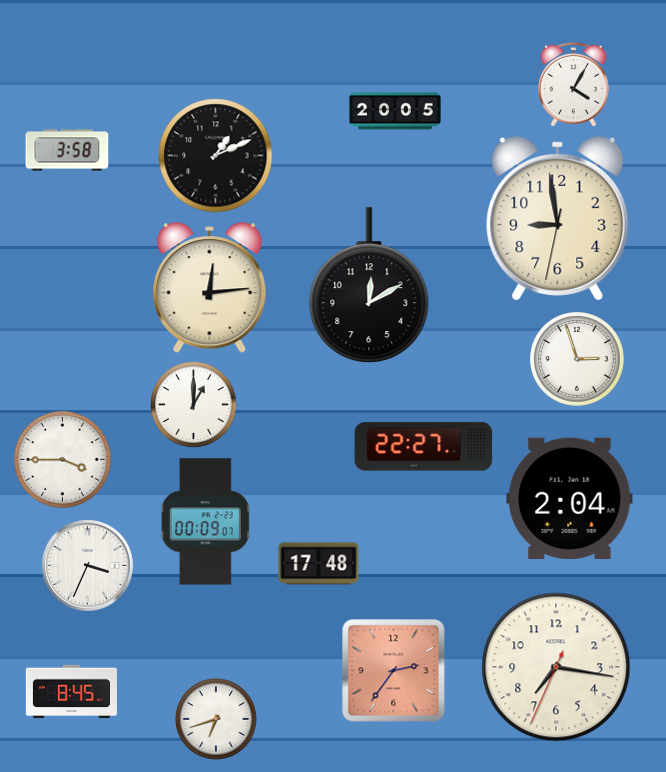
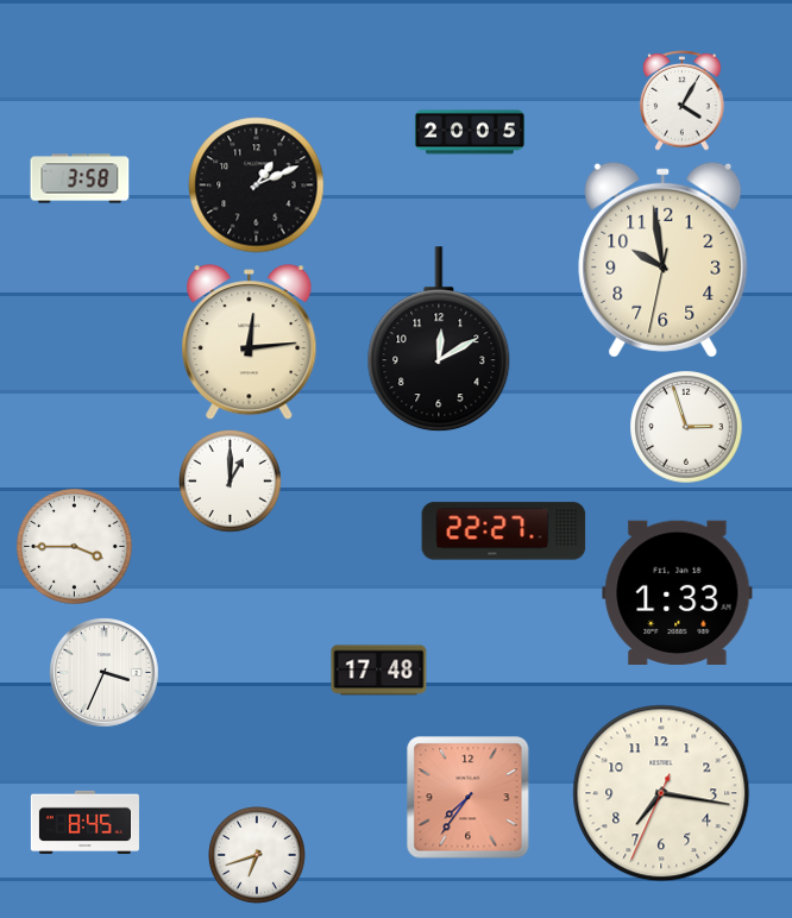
clock at (558, 218): 8:58 -> 9:58
clock at (570, 498): 2:04 -> 1:33
clock at (206, 522): 00:09 -> none
clock at (394, 671): 2:36 -> 7:36
